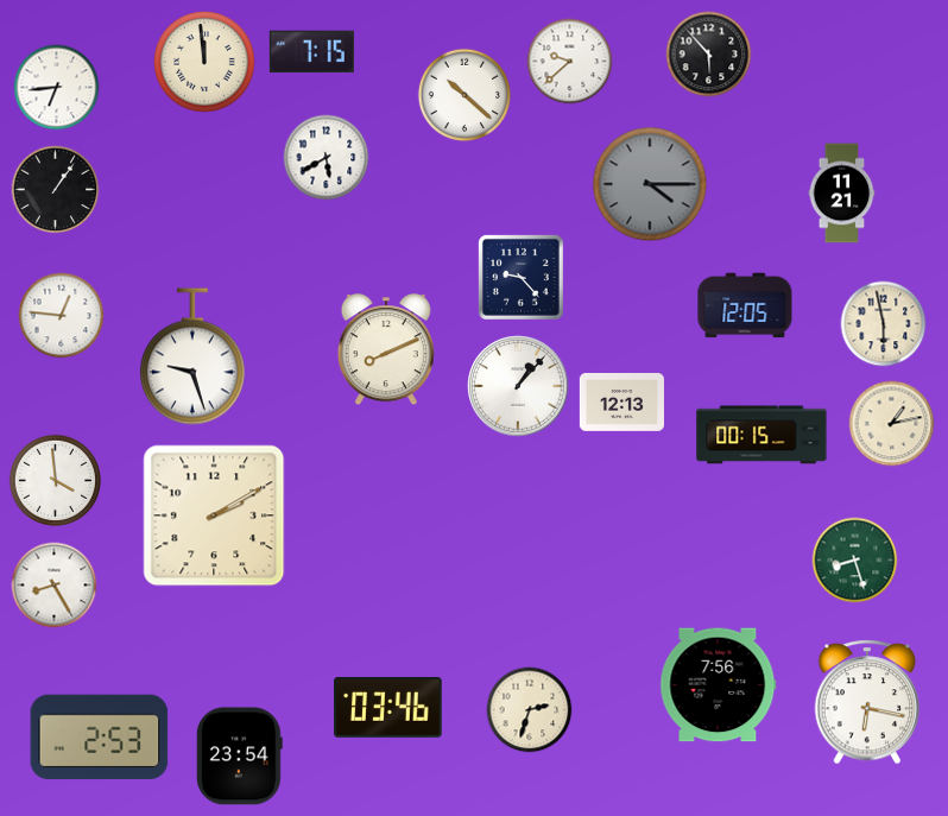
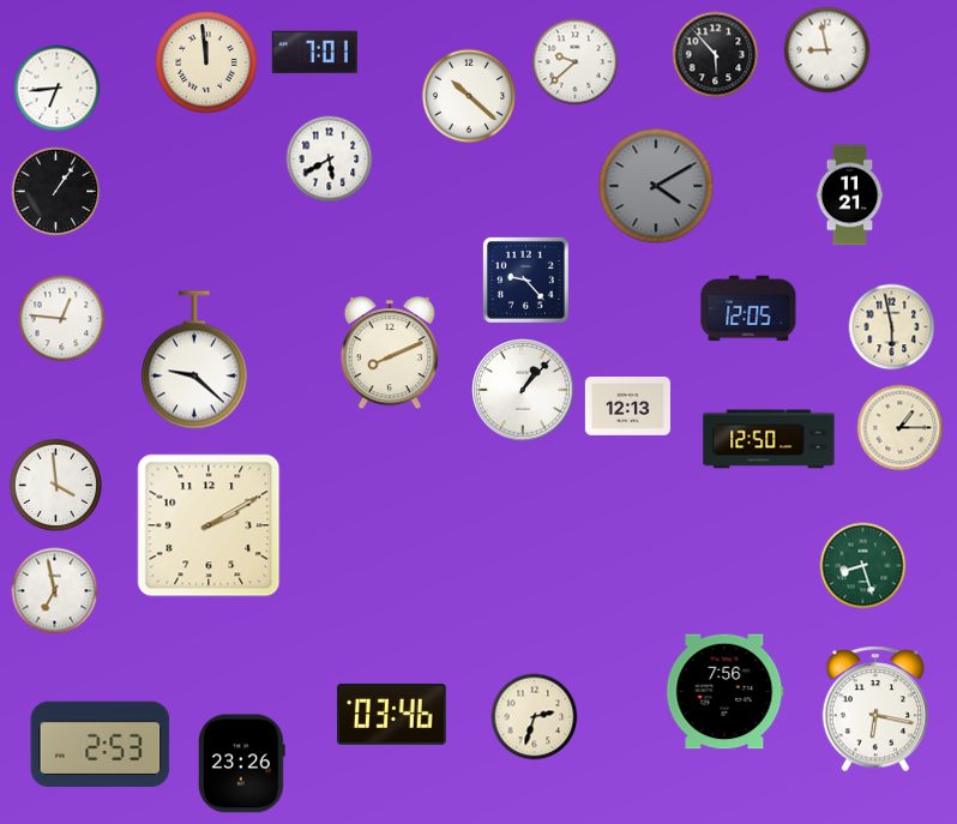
clock at (827, 50): none -> 8:58
clock at (311, 52): 7:15 -> 7:01
clock at (650, 184): 4:15 -> 4:10
clock at (745, 305) position: (745, 305) -> (748, 308)
clock at (192, 356): 9:27 -> 9:22
clock at (892, 424): 1:13 -> 1:15
clock at (761, 435): 00:15 -> 12:50
clock at (214, 515) position: (214, 515) -> (209, 525)
clock at (55, 586): 8:25 -> 6:58
clock at (239, 757): 23:54 -> 23:26
